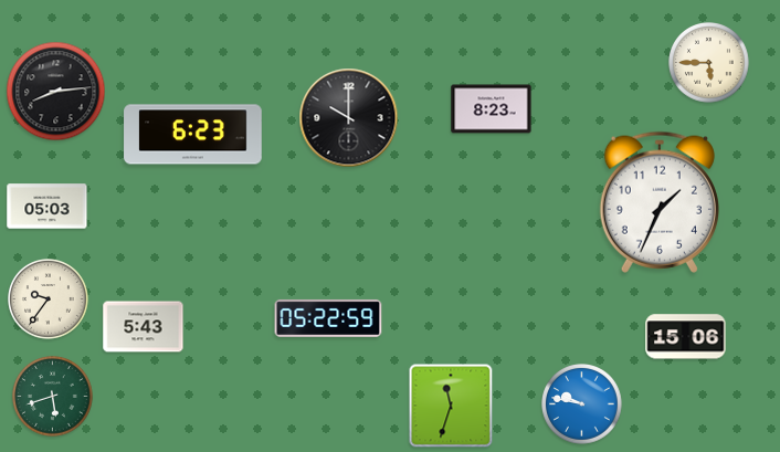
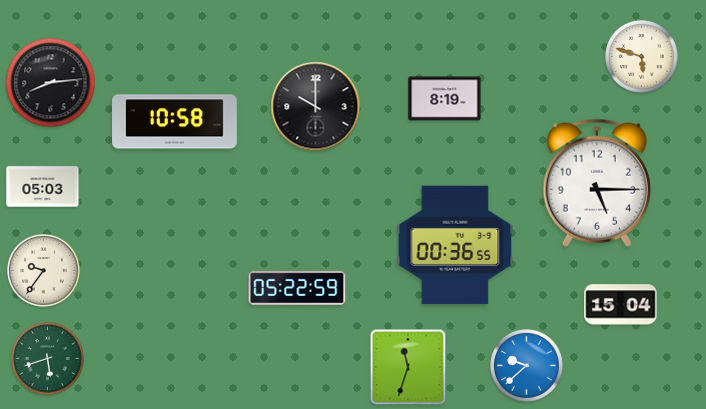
clock at (709, 63): 5:45 -> 5:48
clock at (492, 109): 8:23 -> 8:19
clock at (193, 135): 6:23 -> 10:58
clock at (660, 202): 1:34 -> 5:15
clock at (455, 245): none -> 00:36
clock at (144, 327): 5:43 -> none
clock at (686, 337): 15:06 -> 15:04
clock at (582, 404): 9:47 -> 9:38
